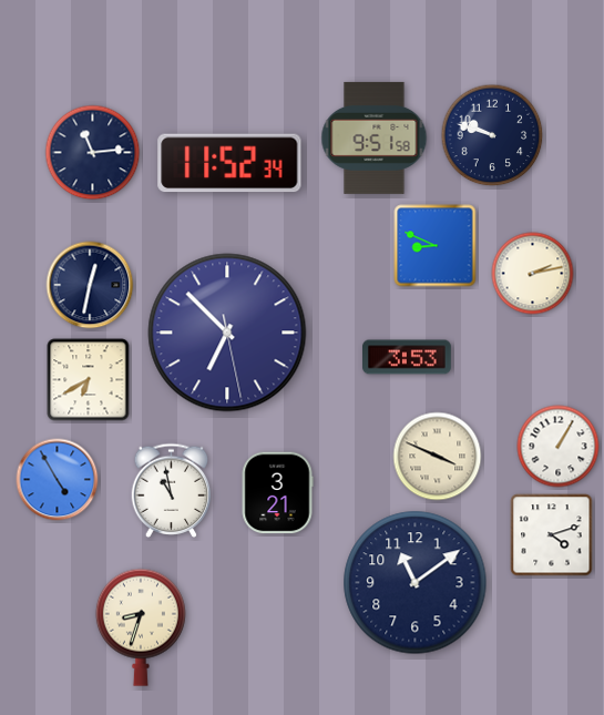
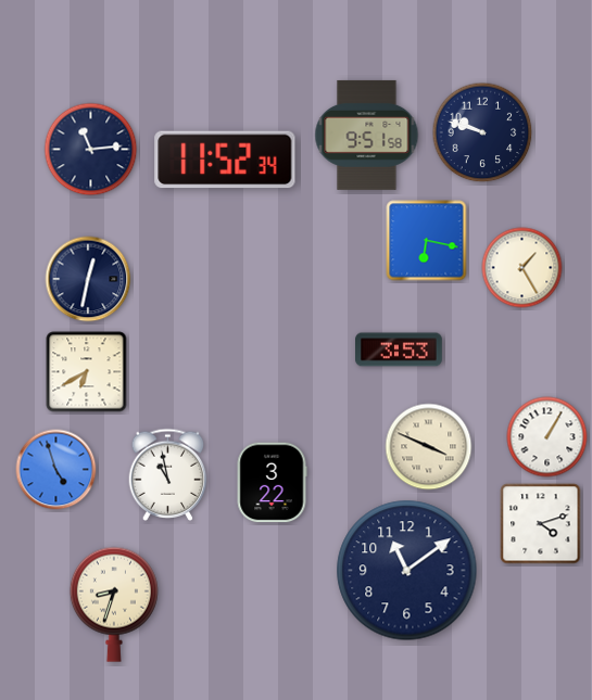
clock at (436, 246): 8:49 -> 6:17
clock at (533, 274): 2:13 -> 1:25
clock at (227, 333): 6:52 -> none
clock at (58, 480): 4:55 -> 4:57
clock at (172, 490) position: (172, 490) -> (168, 474)
clock at (277, 493): 3:21 -> 3:22
clock at (141, 627) position: (141, 627) -> (114, 604)
